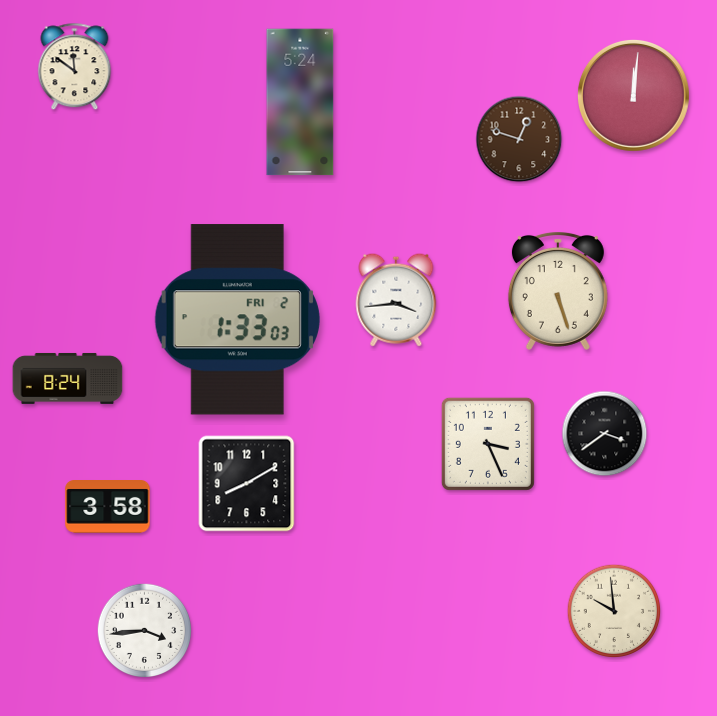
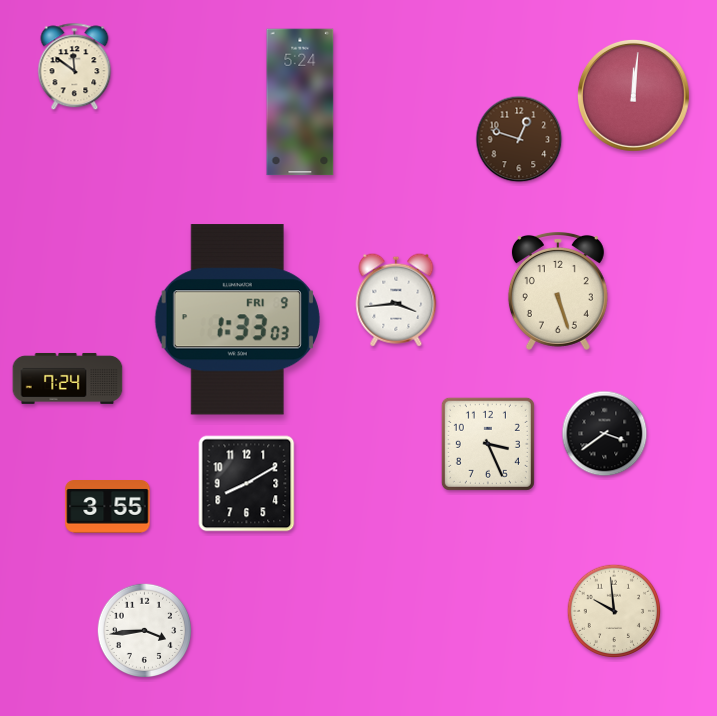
clock at (237, 320) date: FRI 2 -> FRI 9
clock at (68, 378): 8:24 -> 7:24
clock at (108, 507): 3:58 -> 3:55
